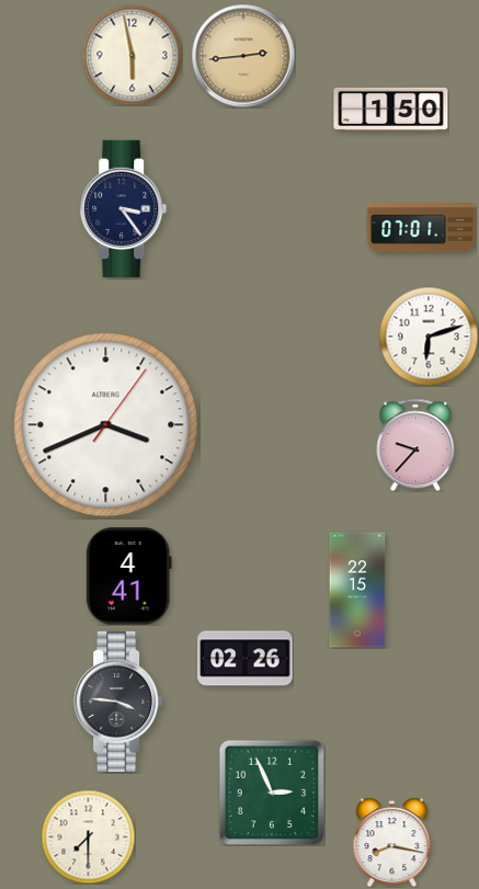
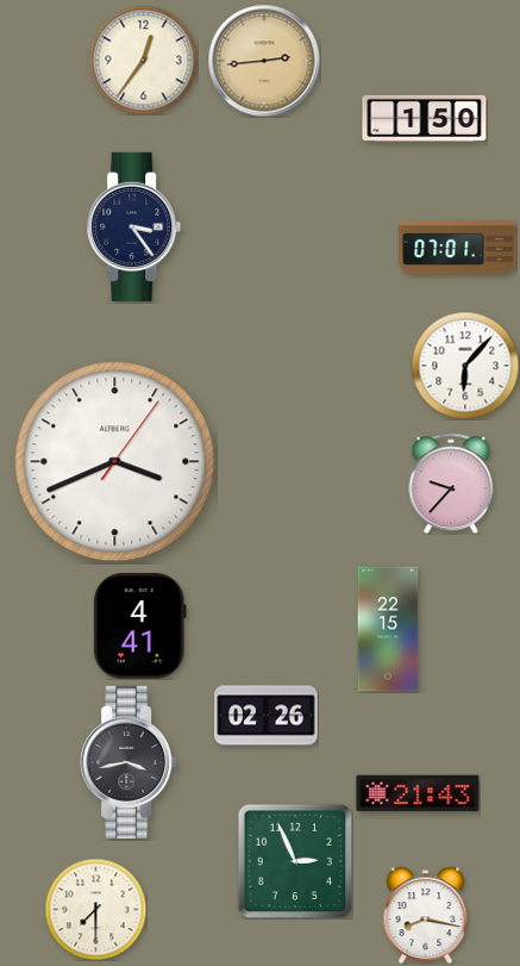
clock at (132, 55): 5:58 -> 12:36
clock at (429, 337): 6:12 -> 6:07
clock at (357, 590) position: (357, 590) -> (388, 629)
clock at (118, 702): 3:46 -> 3:43
clock at (418, 793): none -> 21:43
